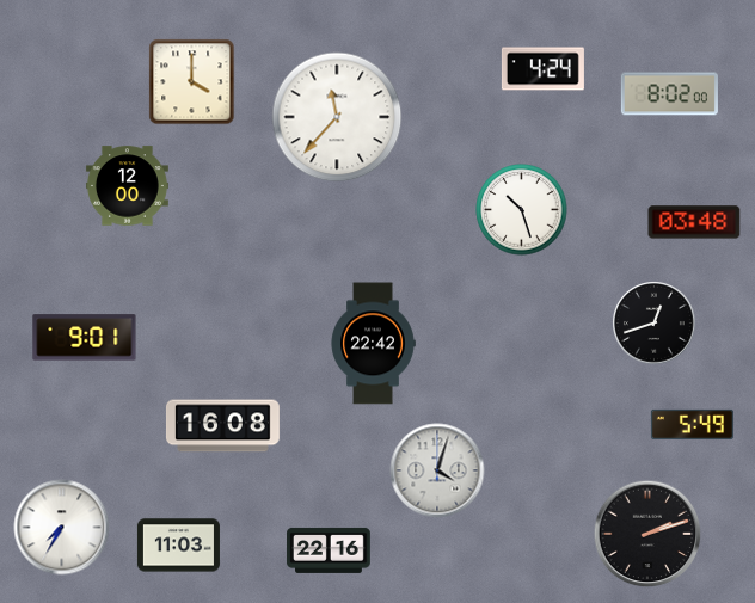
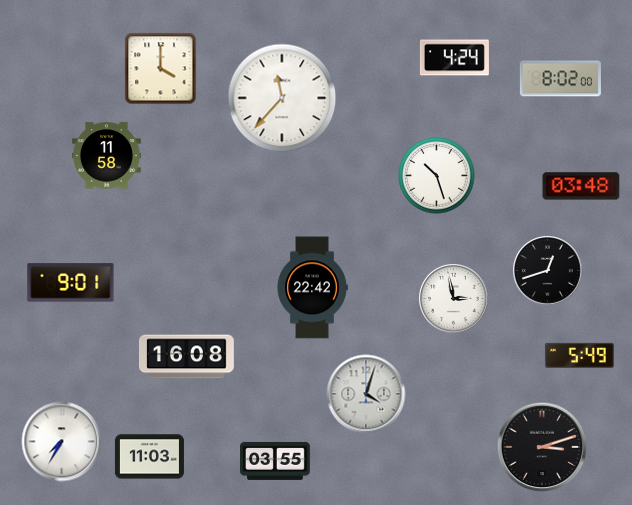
clock at (127, 186): 12:00 -> 11:58
clock at (454, 299): none -> 2:58
clock at (62, 528) position: (62, 528) -> (62, 442)
clock at (647, 534): 2:12 -> 3:12
clock at (330, 550): 22:16 -> 03:55
